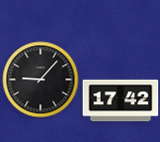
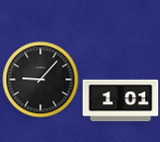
clock at (121, 101): 17:42 -> 1:01
